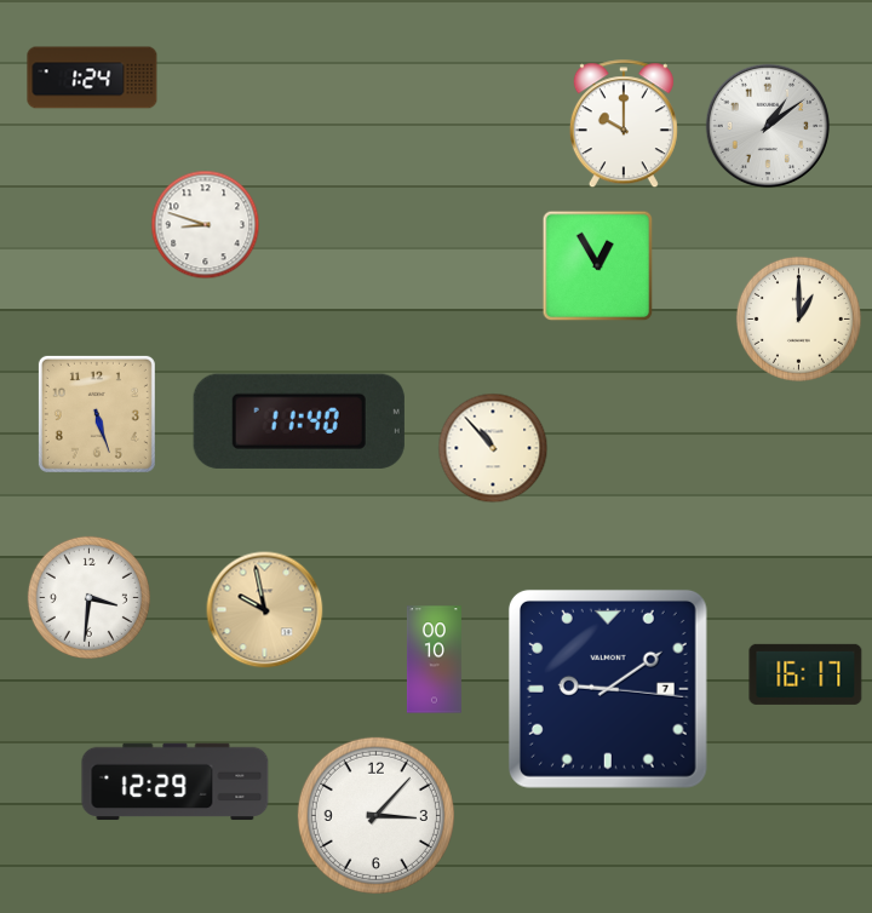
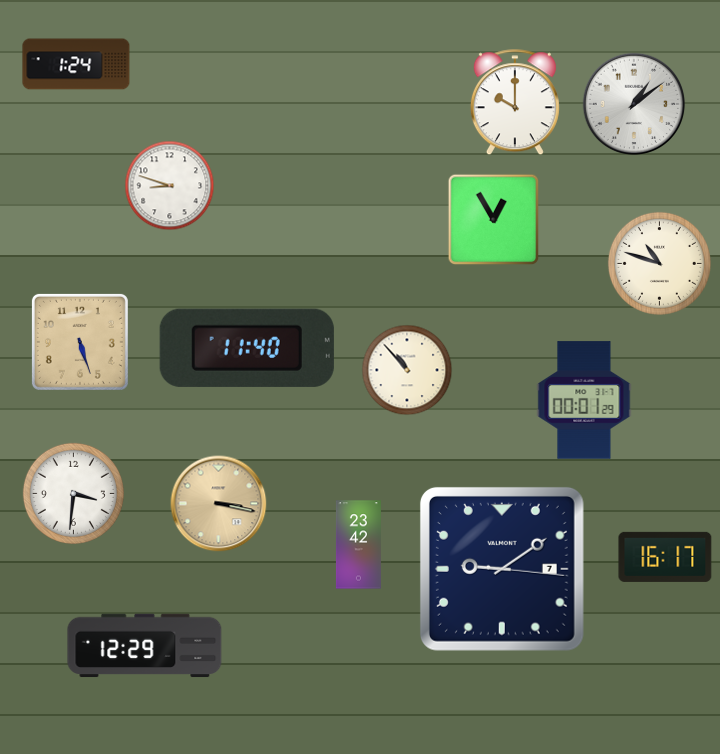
clock at (798, 318): 1:00 -> 10:48
clock at (584, 400): none -> 00:01
clock at (265, 610): 9:58 -> 3:17
clock at (434, 660): 00:10 -> 23:42
clock at (375, 815): 3:07 -> none
